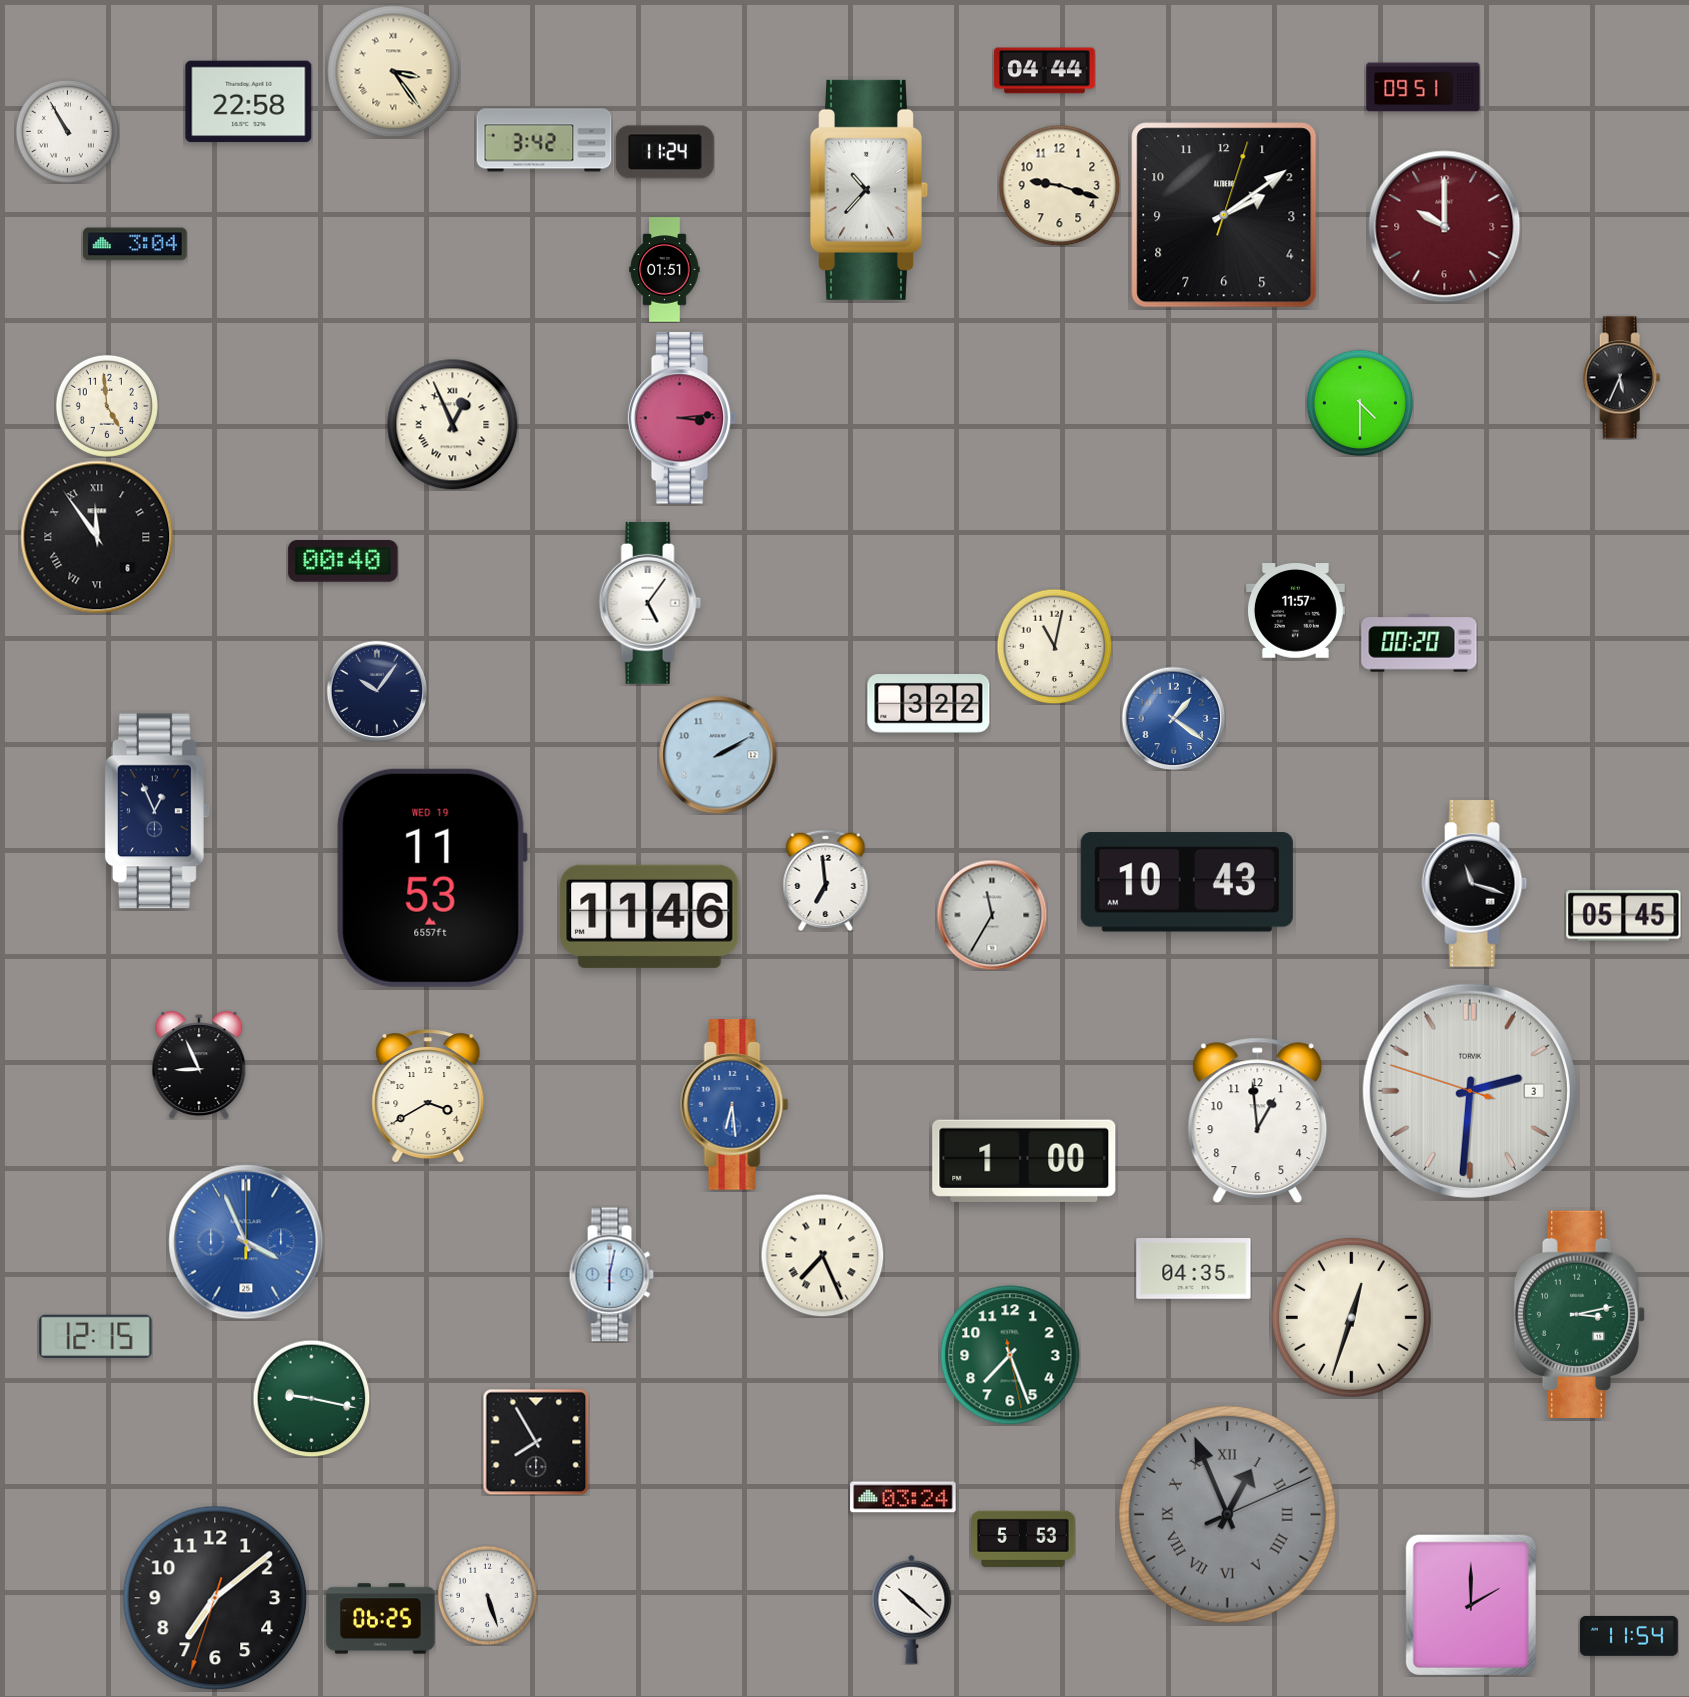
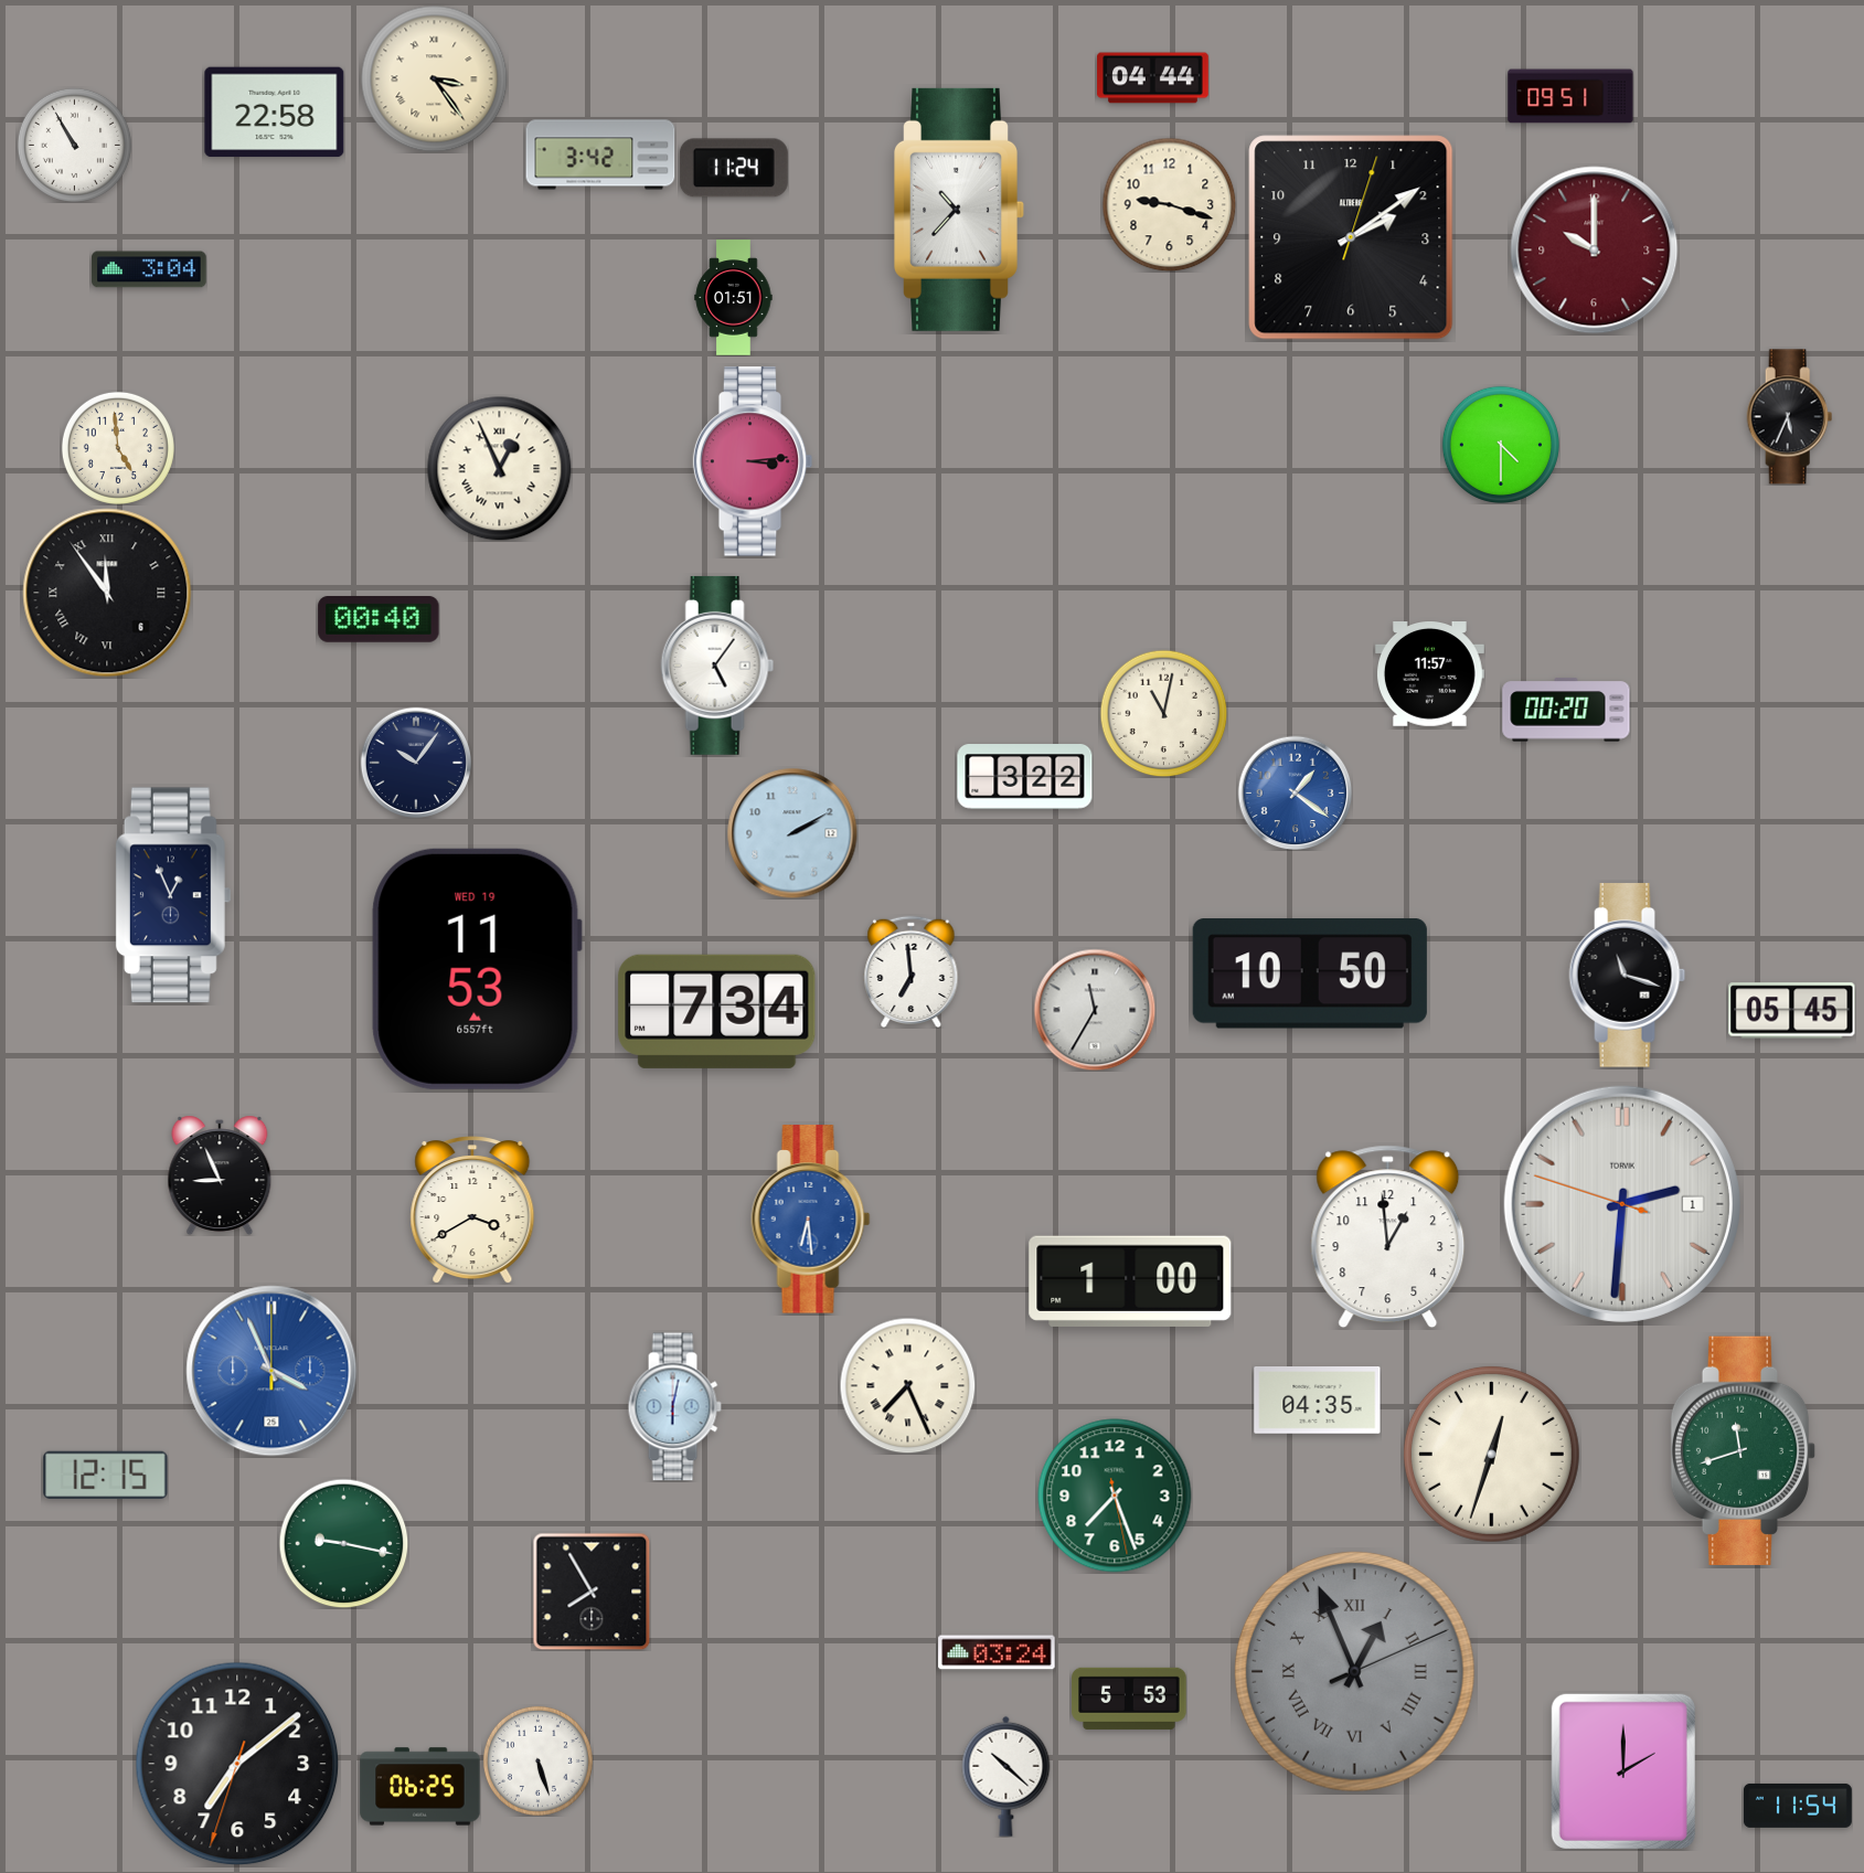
clock at (1187, 882): 10:43 -> 10:50
clock at (650, 916): 11:46 -> 7:34
clock at (1470, 1091) date: 3 -> 1
clock at (1580, 1314): 3:13 -> 11:42
